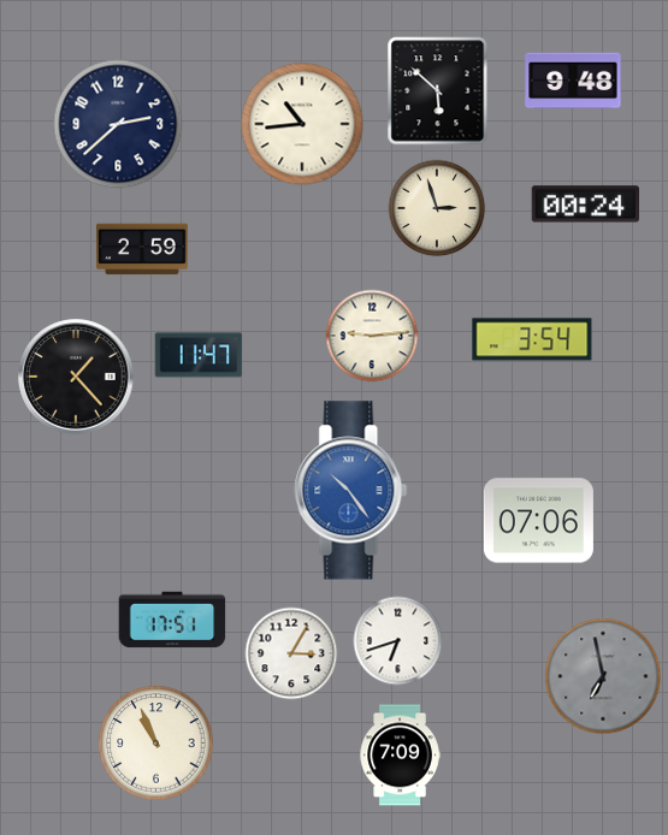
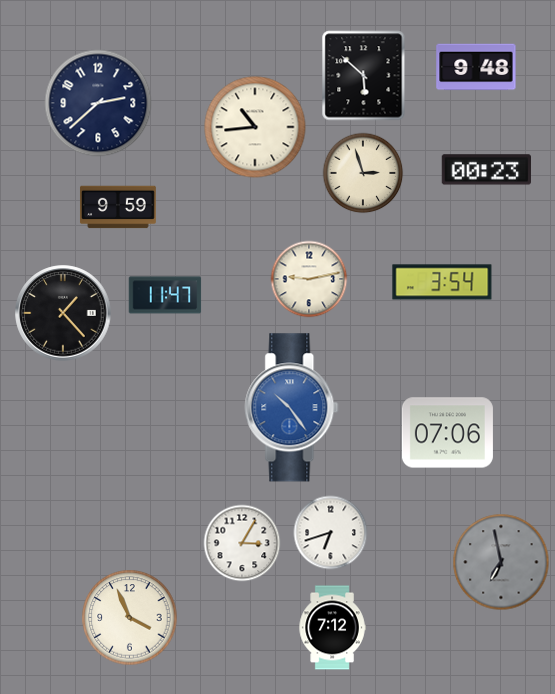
clock at (302, 124) position: (302, 124) -> (255, 127)
clock at (585, 205): 00:24 -> 00:23
clock at (142, 249): 2:59 -> 9:59
clock at (372, 336): 9:14 -> 9:13
clock at (172, 620): 17:51 -> none
clock at (156, 744): 10:56 -> 3:56
clock at (400, 756): 7:09 -> 7:12
